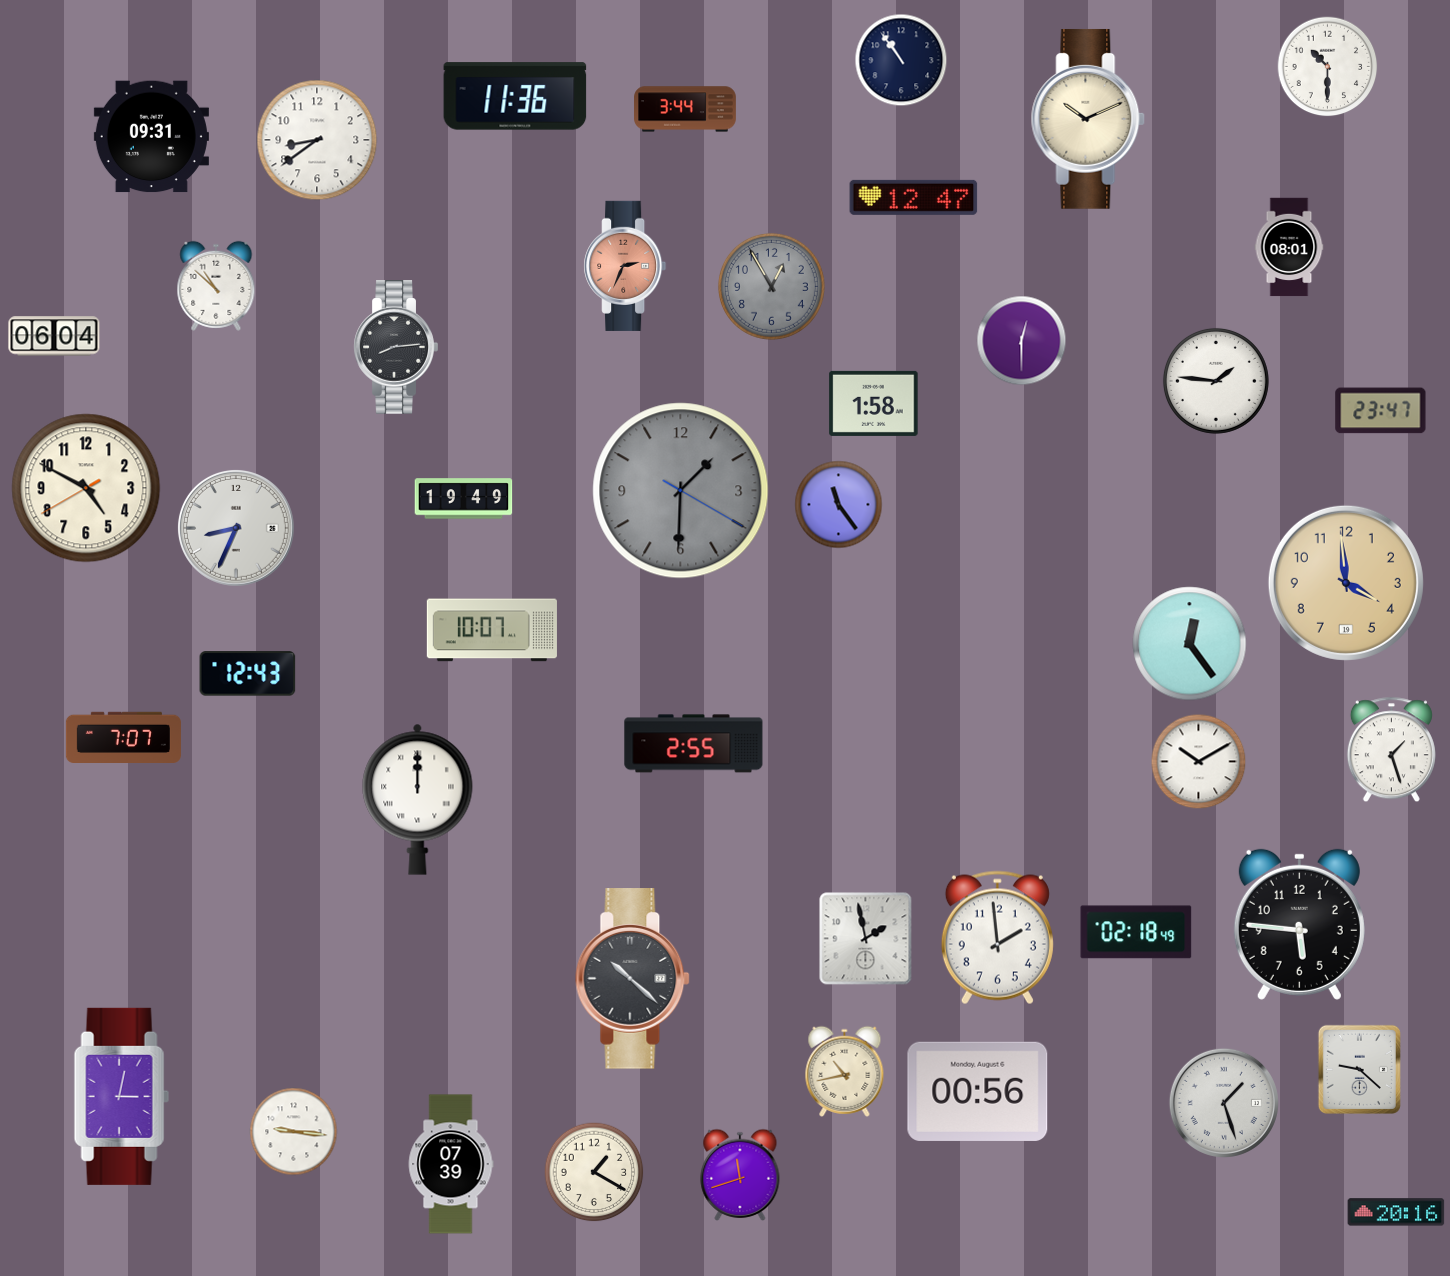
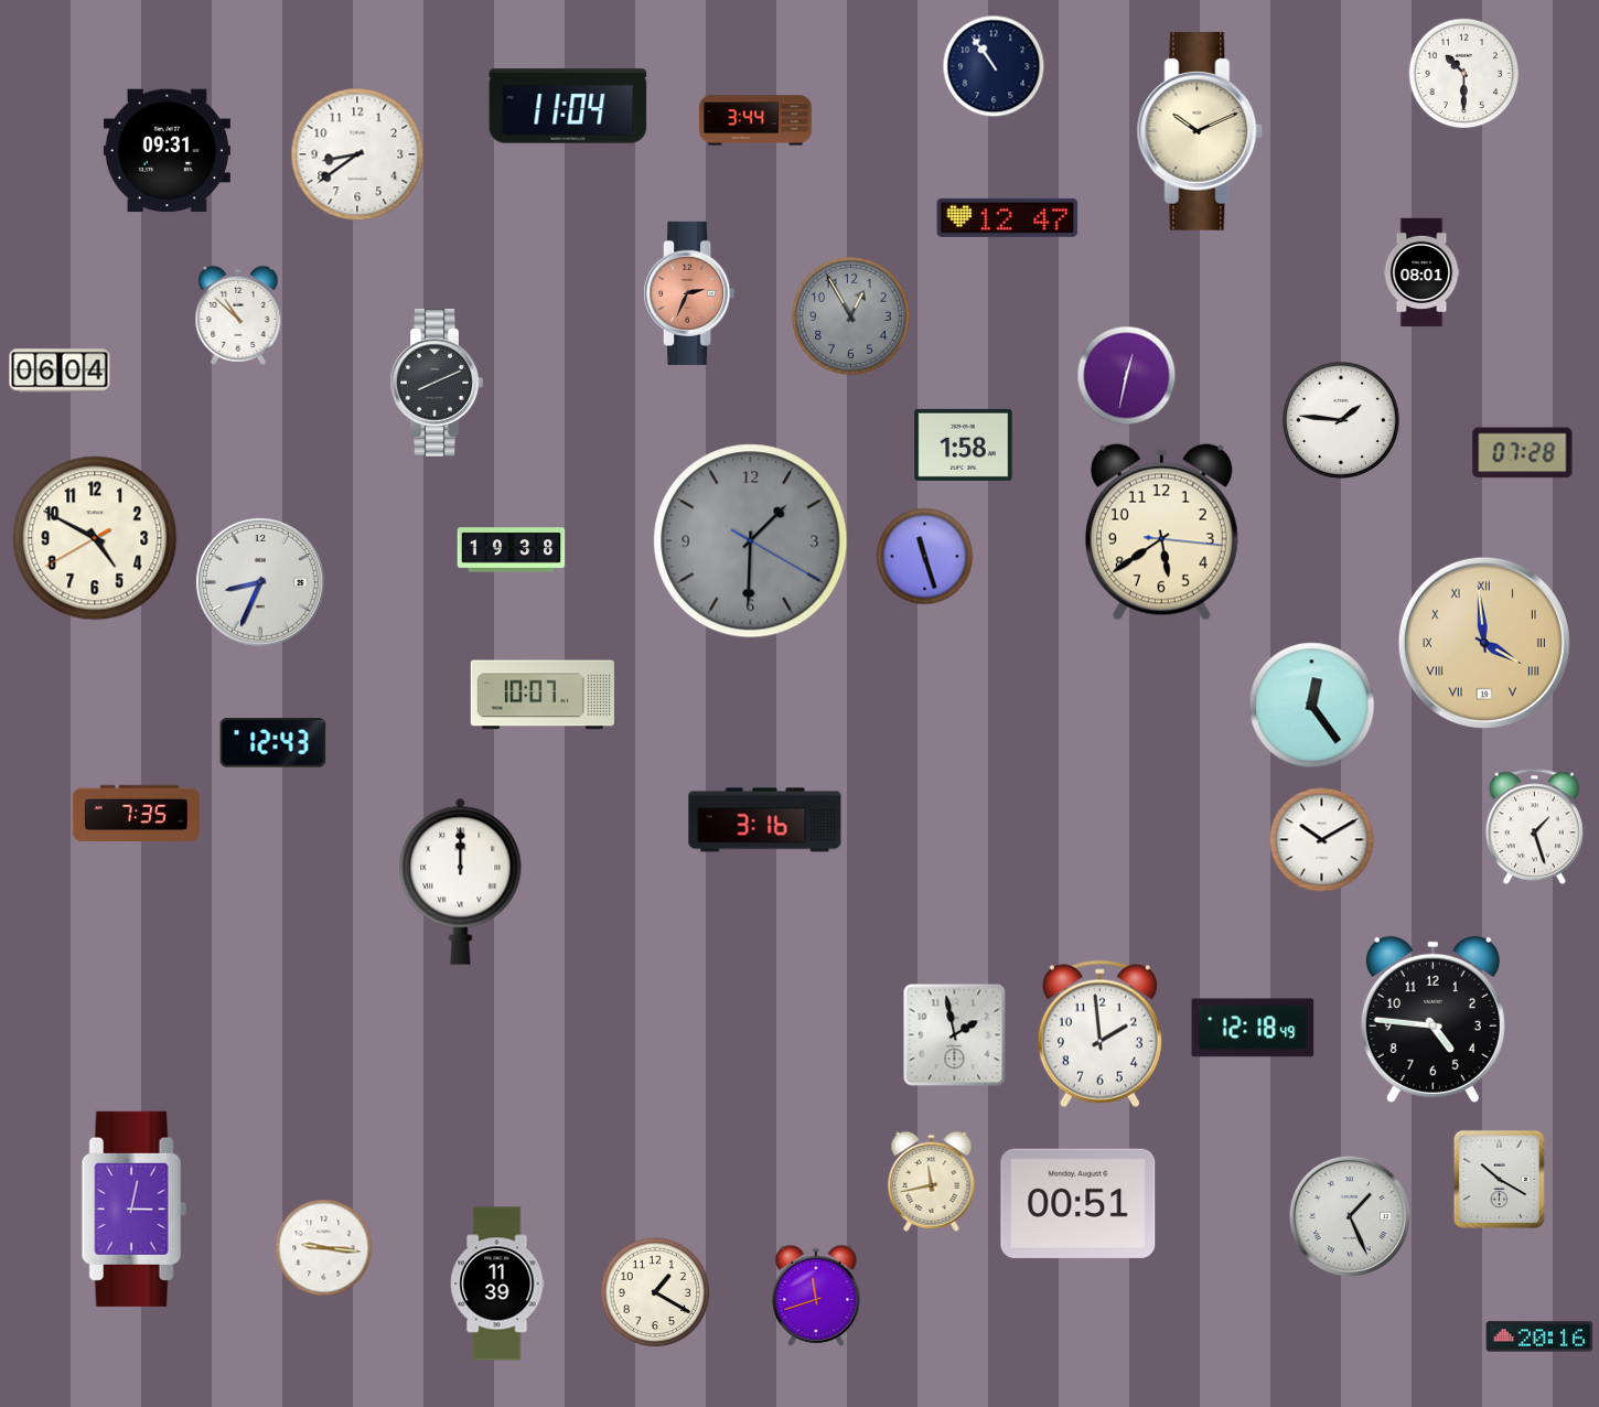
clock at (515, 96): 11:36 -> 11:04
clock at (317, 140) position: (317, 140) -> (357, 154)
clock at (1022, 341): 12:30 -> 12:32
clock at (396, 347): 8:14 -> 8:11
clock at (1381, 411): 23:47 -> 07:28
clock at (1161, 533): none -> 5:39
clock at (464, 499): 19:49 -> 19:38
clock at (839, 505): 11:24 -> 11:27
clock at (1346, 583) numerals: Arabic -> Roman
clock at (1190, 644) position: (1190, 644) -> (1312, 706)
clock at (123, 737): 7:07 -> 7:35
clock at (694, 744): 2:55 -> 3:16
clock at (1299, 924): 5:46 -> 4:46
clock at (1136, 932): 02:18 -> 12:18
clock at (633, 979): 10:22 -> none
clock at (1359, 1069): 9:22 -> 10:20
clock at (845, 1071): 10:43 -> 11:43
clock at (978, 1091): 00:56 -> 00:51
clock at (1224, 1103): 1:27 -> 1:26
clock at (451, 1164): 07:39 -> 11:39
